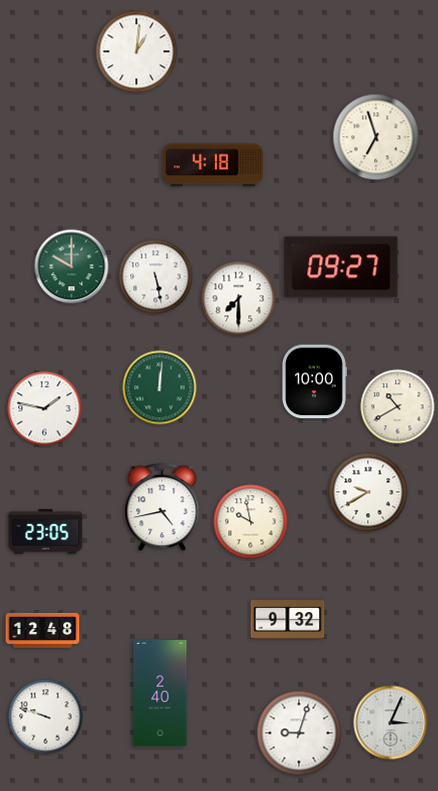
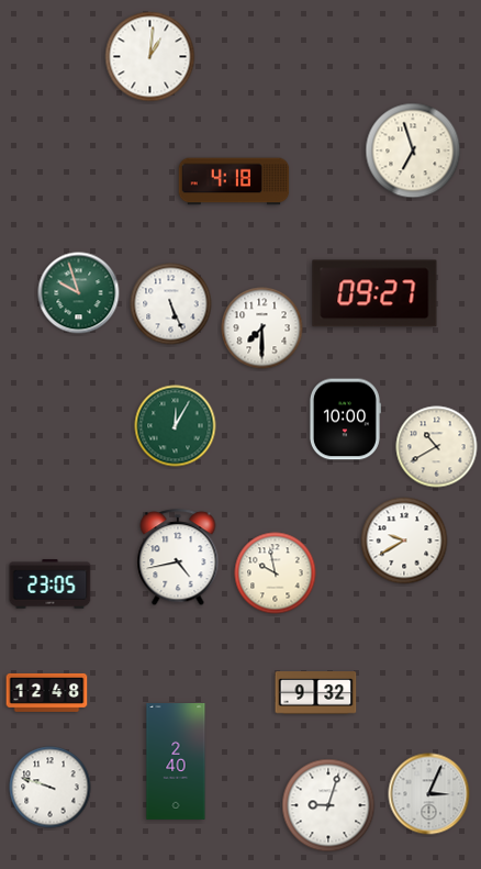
clock at (72, 267): 10:00 -> 9:57
clock at (156, 277): 5:28 -> 5:26
clock at (160, 388): 12:01 -> 12:05
clock at (45, 409): 1:47 -> none
clock at (288, 620) position: (288, 620) -> (316, 693)
